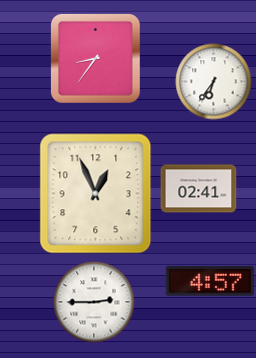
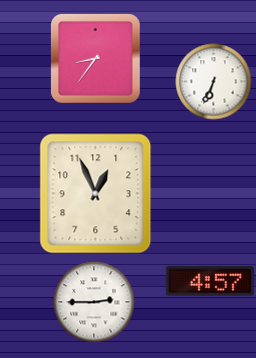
clock at (214, 82): 6:36 -> 6:34
clock at (199, 189): 02:41 -> none
